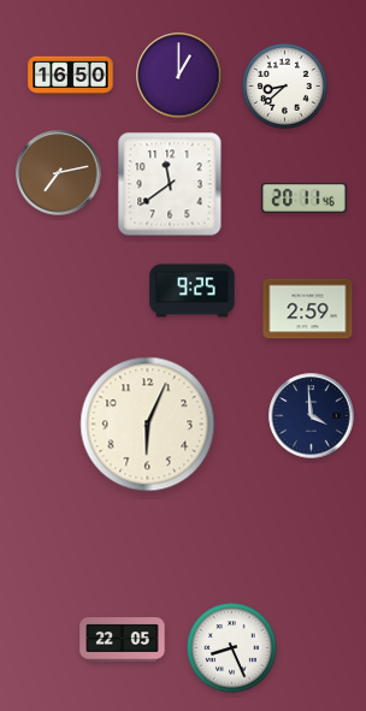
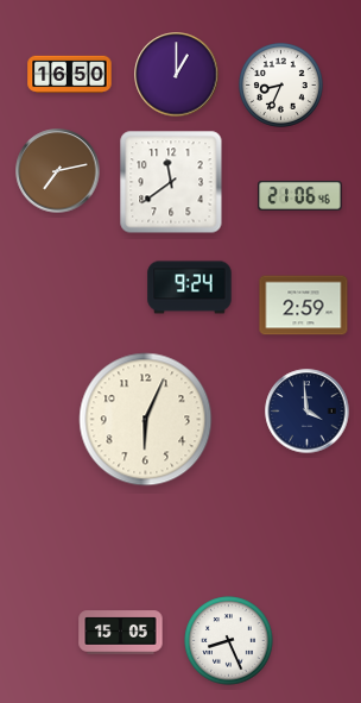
clock at (284, 85): 8:38 -> 8:34
clock at (170, 184) position: (170, 184) -> (171, 182)
clock at (305, 197): 20:11 -> 21:06
clock at (193, 291): 9:25 -> 9:24
clock at (123, 640): 22:05 -> 15:05
